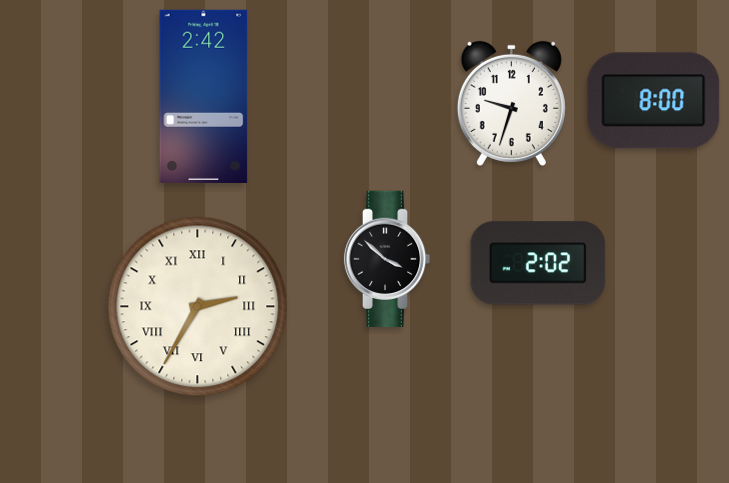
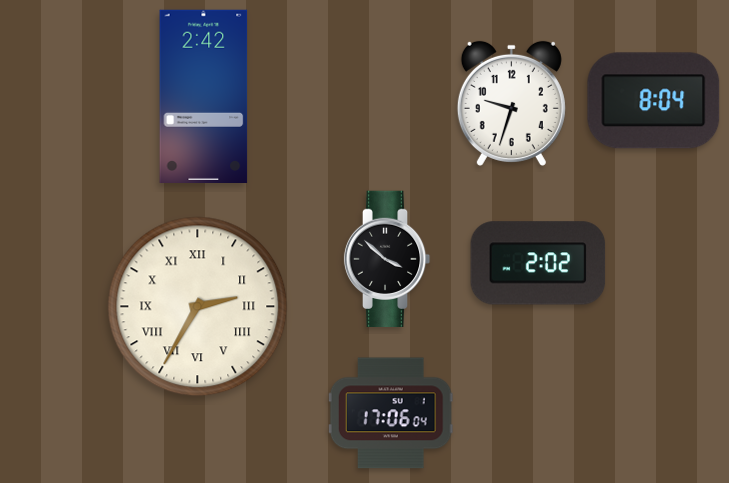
clock at (654, 101): 8:00 -> 8:04
clock at (391, 413): none -> 17:06
